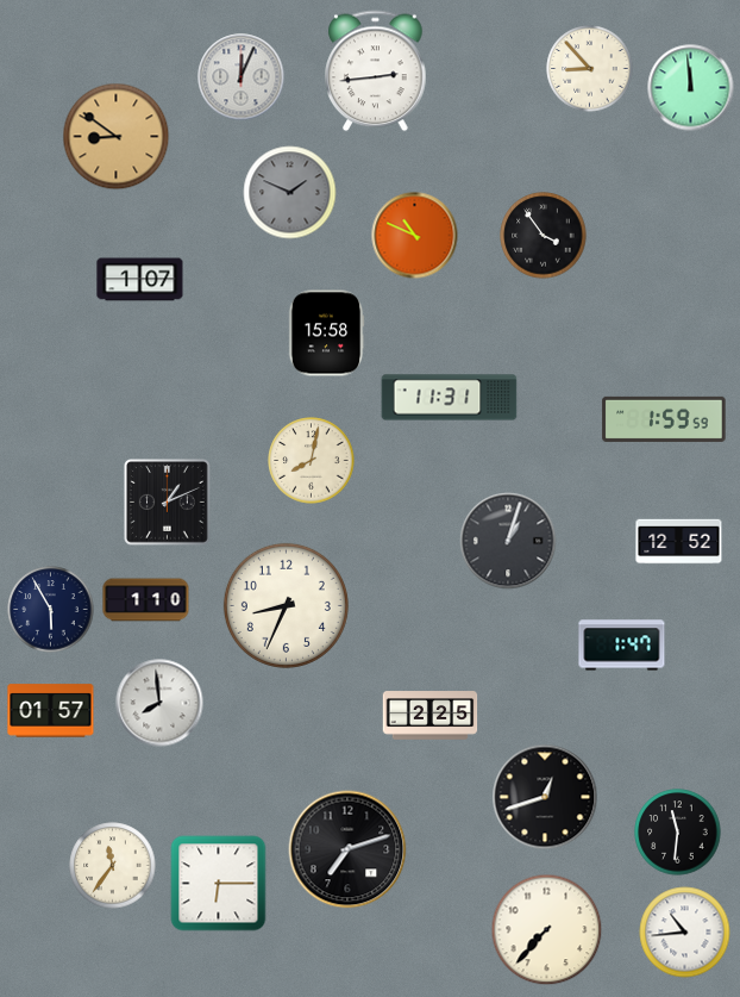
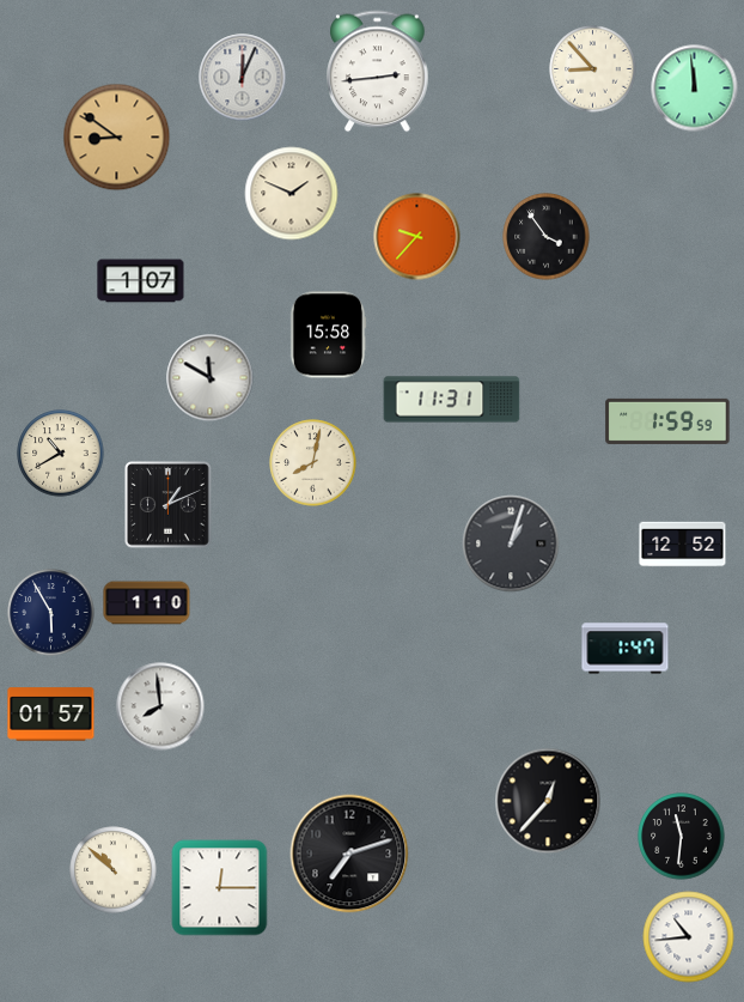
clock at (290, 193) dial: grey -> cream
clock at (415, 236): 10:49 -> 9:37
clock at (211, 378): none -> 11:50
clock at (61, 454): none -> 10:40
clock at (286, 605): 8:34 -> none
clock at (431, 716): 2:25 -> none
clock at (545, 797): 12:42 -> 12:37
clock at (113, 866): 11:36 -> 10:52
clock at (219, 884): 6:15 -> 12:15
clock at (547, 930): 7:37 -> none
